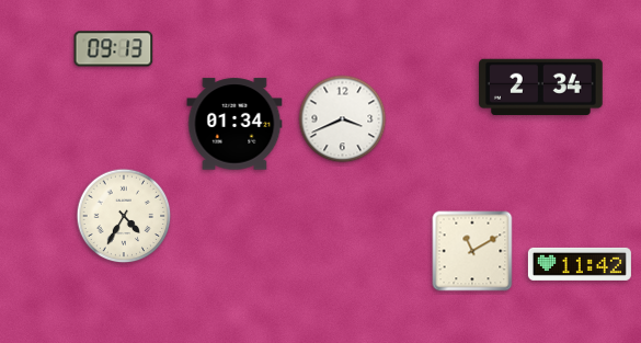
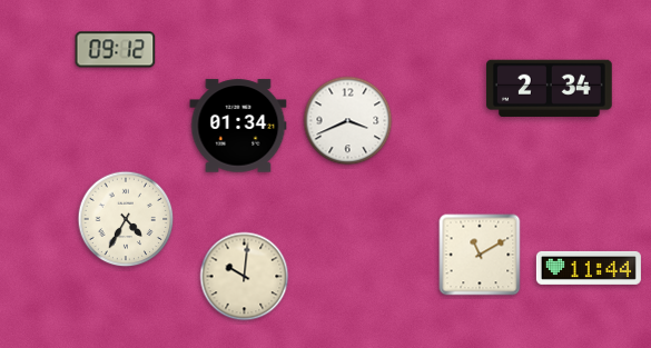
clock at (114, 49): 09:13 -> 09:12
clock at (580, 264): 11:42 -> 11:44
clock at (245, 277): none -> 10:01
